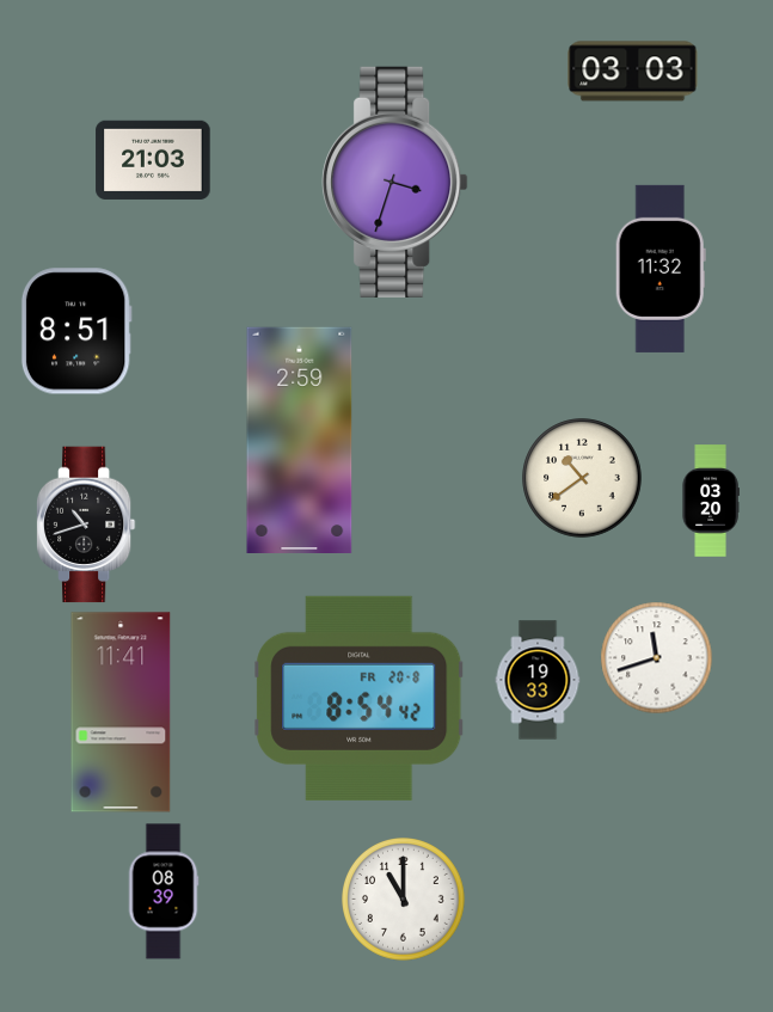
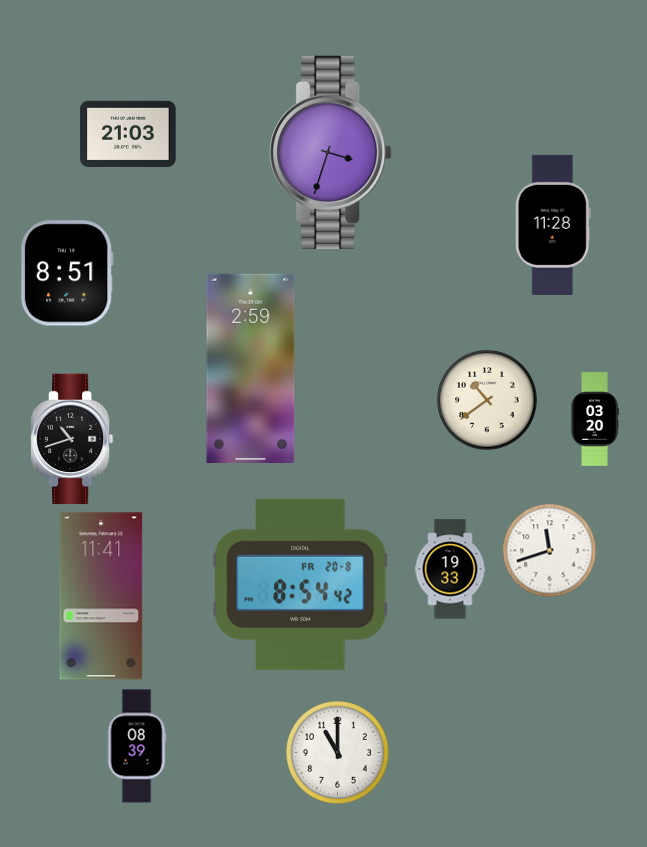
clock at (633, 72): 03:03 -> none
clock at (661, 269): 11:32 -> 11:28
clock at (76, 331) position: (76, 331) -> (67, 273)
